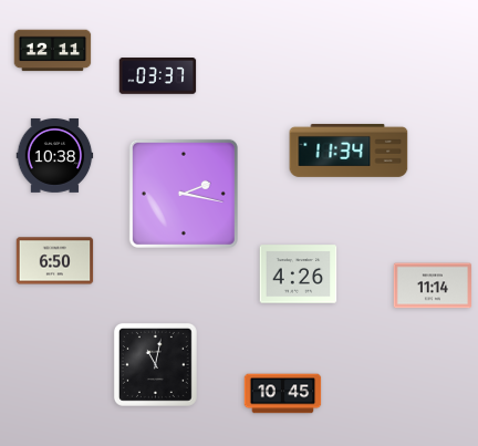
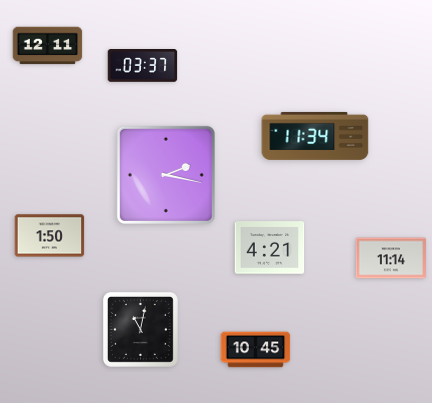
clock at (158, 76) position: (158, 76) -> (143, 66)
clock at (55, 155): 10:38 -> none
clock at (55, 261): 6:50 -> 1:50
clock at (299, 274): 4:26 -> 4:21
clock at (283, 394) position: (283, 394) -> (256, 350)
